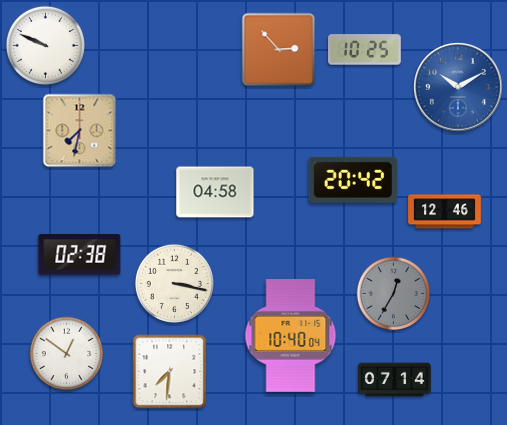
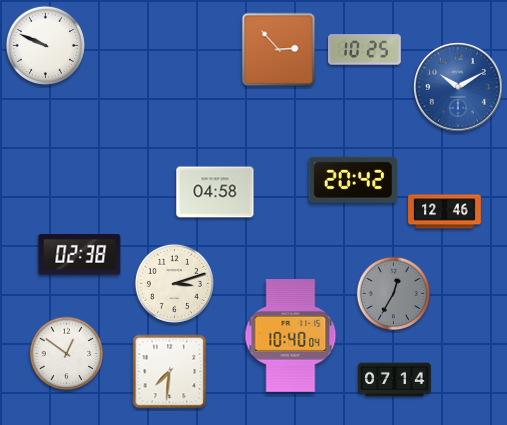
clock at (80, 131): 7:32 -> none
clock at (174, 283): 3:17 -> 3:12
